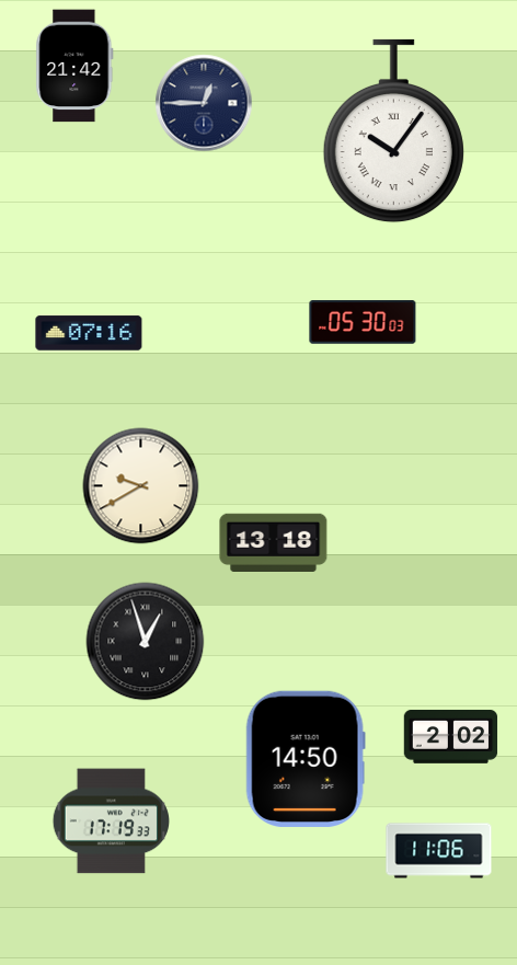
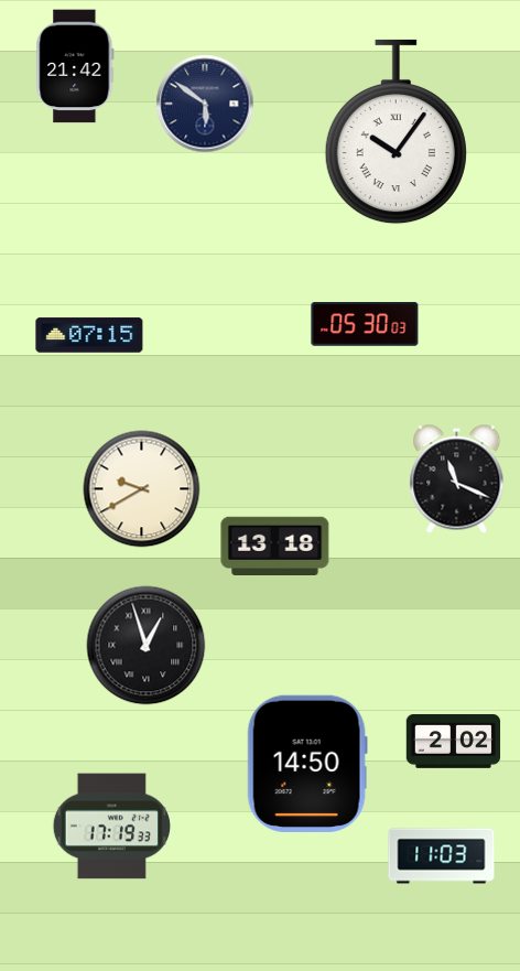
clock at (204, 103): 12:45 -> 5:51
clock at (89, 333): 07:16 -> 07:15
clock at (457, 479): none -> 11:19
clock at (439, 851): 11:06 -> 11:03
